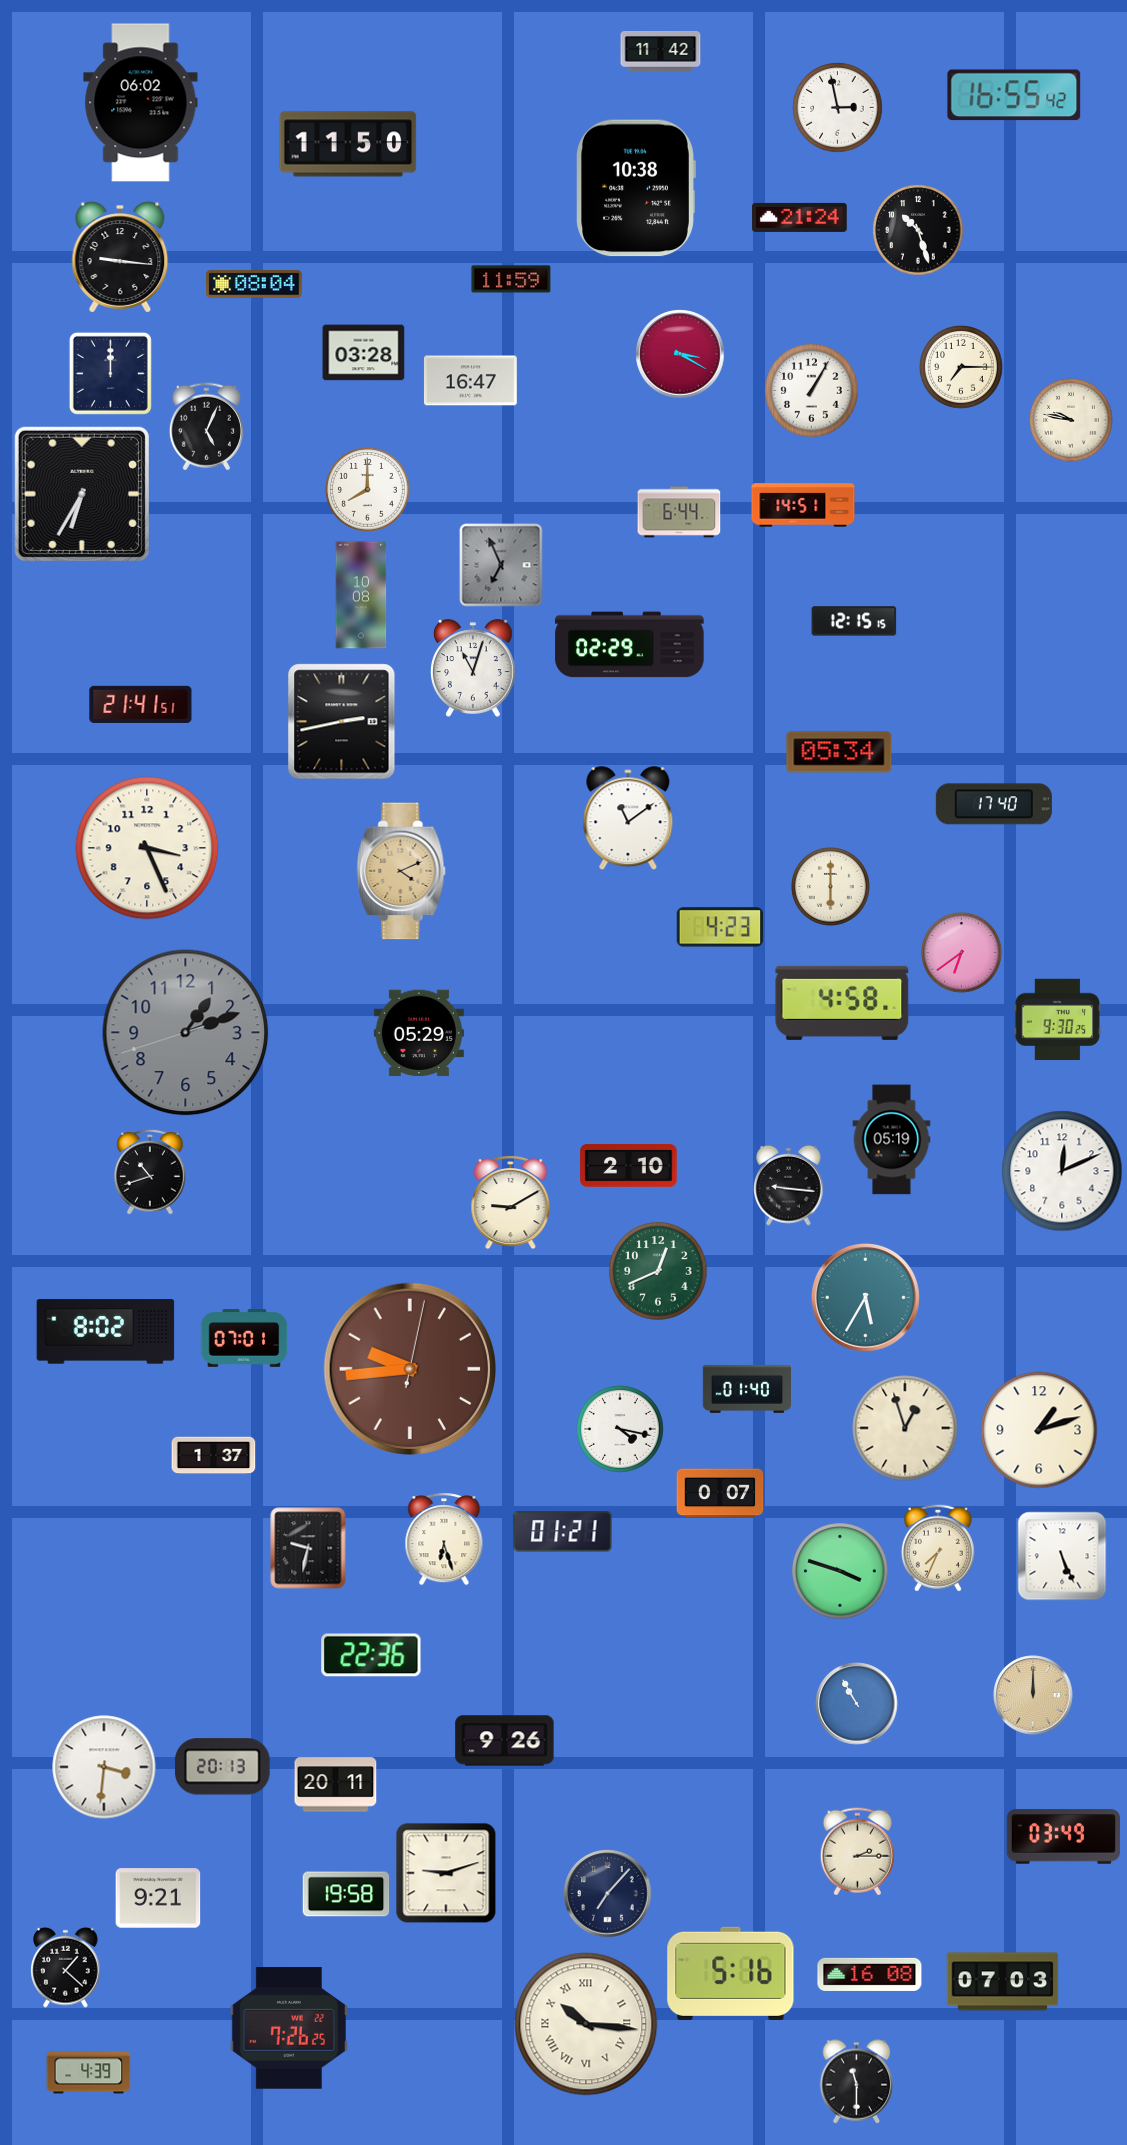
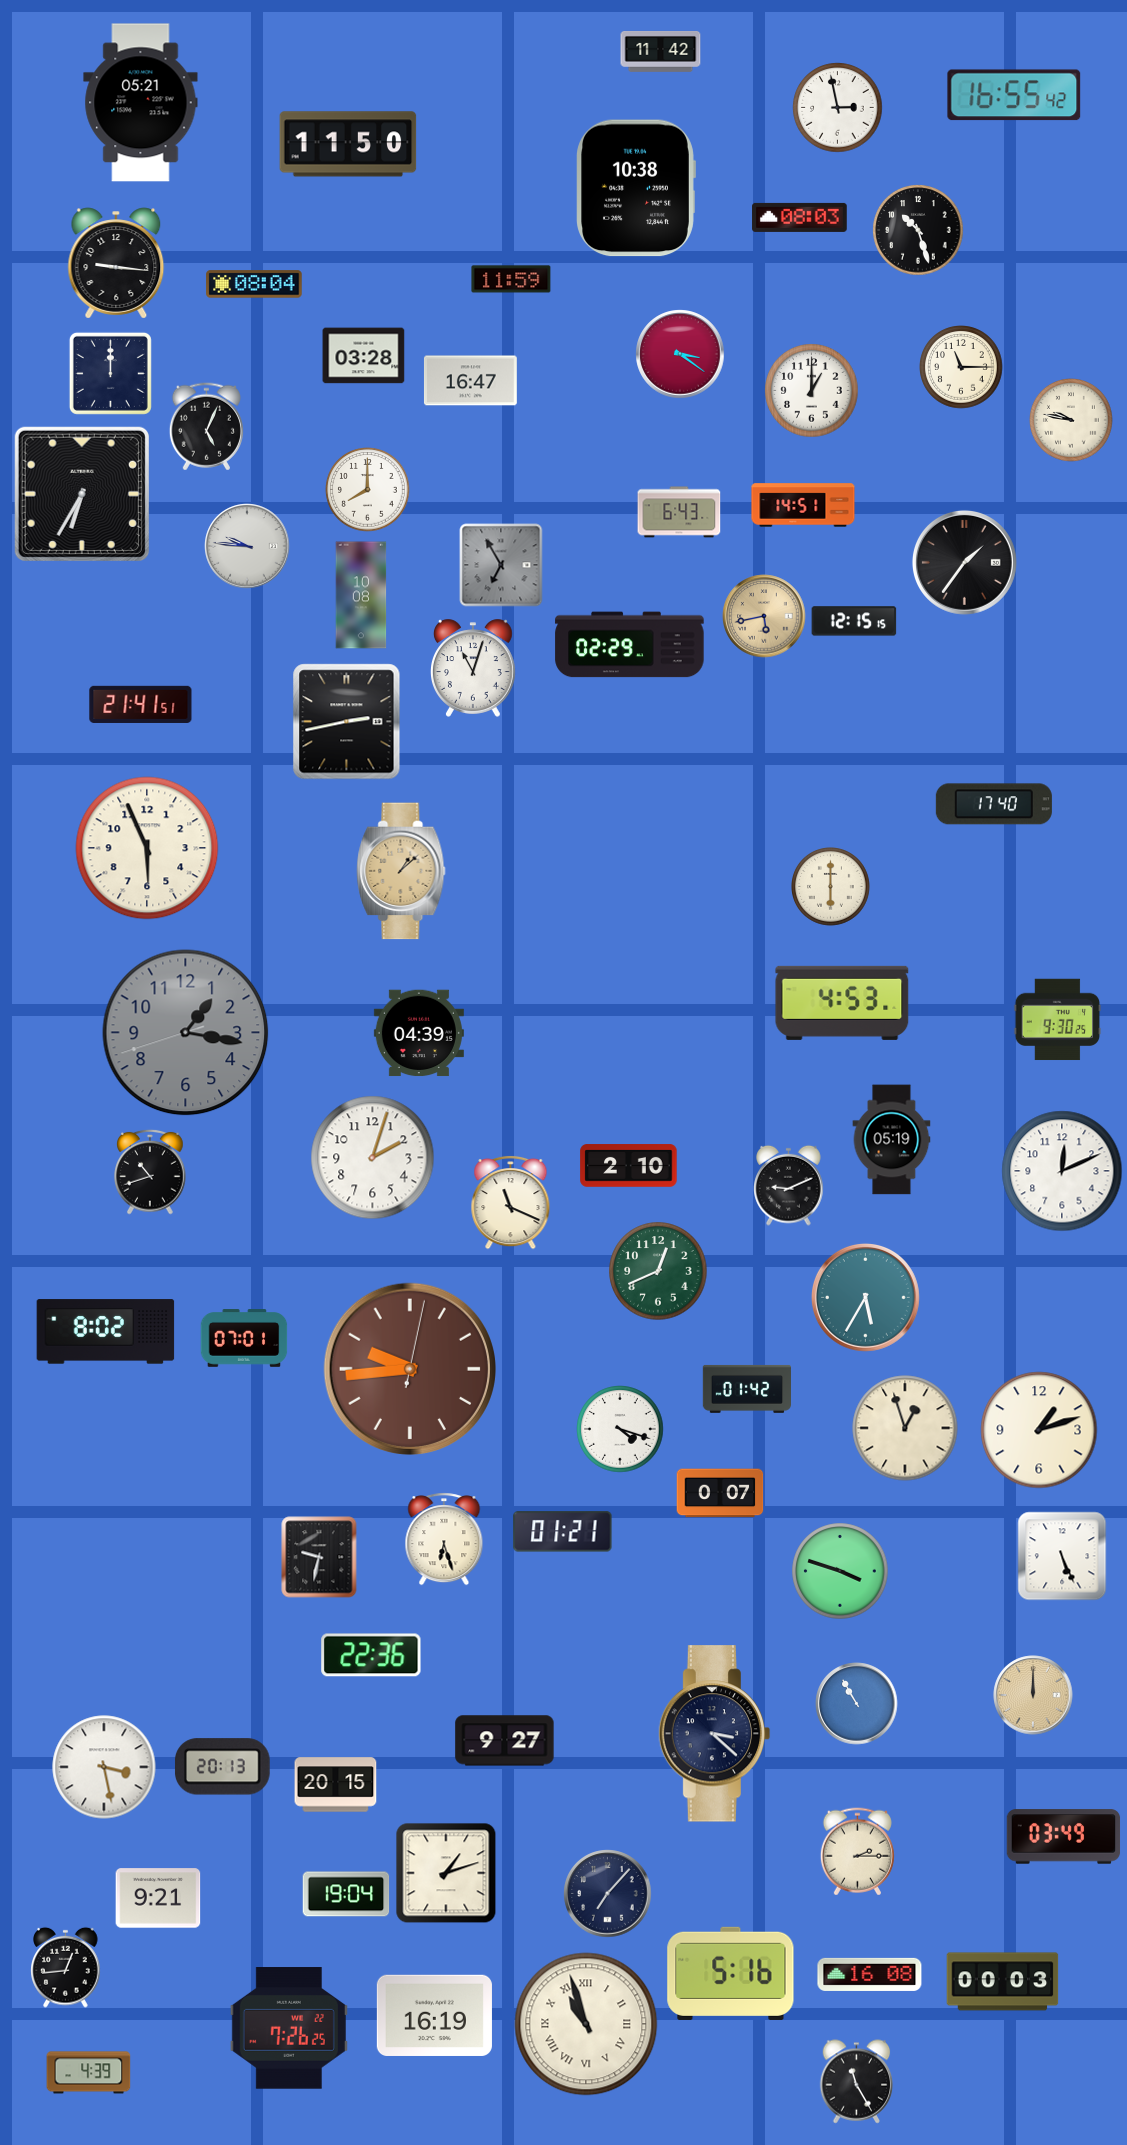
clock at (141, 103): 06:02 -> 05:21
clock at (800, 217): 21:24 -> 08:03
clock at (120, 257) position: (120, 257) -> (116, 263)
clock at (364, 353) position: (364, 353) -> (364, 356)
clock at (680, 354): 3:20 -> 3:21
clock at (961, 367): 7:15 -> 11:15
clock at (812, 391): 1:05 -> 1:00
clock at (679, 512): 6:44 -> 6:43
clock at (247, 546): none -> 9:46
clock at (964, 562): none -> 1:36
clock at (501, 565): 6:56 -> 6:55
clock at (764, 616): none -> 5:43
clock at (342, 722) position: (342, 722) -> (347, 722)
clock at (839, 752): 05:34 -> none
clock at (628, 819): 11:09 -> none
clock at (147, 848): 3:26 -> 5:56
clock at (401, 871): 4:11 -> 1:08
clock at (720, 927): 4:23 -> none
clock at (962, 953): 6:39 -> none
clock at (842, 1003): 4:58 -> 4:53
clock at (186, 1033): 1:11 -> 1:16
clock at (419, 1033): 05:29 -> 04:39
clock at (373, 1158): none -> 2:03
clock at (789, 1185): 9:16 -> 9:11
clock at (511, 1202): 9:10 -> 11:19
clock at (746, 1389): 01:40 -> 01:42
clock at (620, 1429): 4:17 -> 4:18
clock at (214, 1456): 1:37 -> none
clock at (308, 1548) position: (308, 1548) -> (319, 1557)
clock at (938, 1548): 7:34 -> none
clock at (715, 1734): none -> 3:22
clock at (505, 1741): 9:26 -> 9:27
clock at (104, 1767): 3:31 -> 3:28
clock at (336, 1785): 20:11 -> 20:15
clock at (446, 1873): 9:12 -> 1:12
clock at (346, 1894): 19:58 -> 19:04
clock at (66, 1967): 1:22 -> 12:44
clock at (1003, 1982): 07:03 -> 00:03
clock at (434, 2015): none -> 16:19
clock at (586, 2024): 10:16 -> 10:57
clock at (857, 2082): 11:30 -> 11:25
